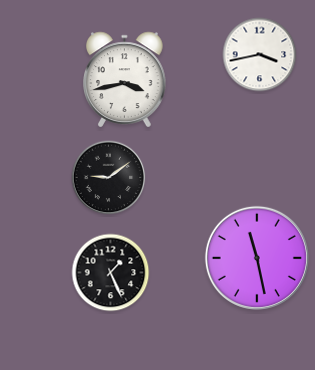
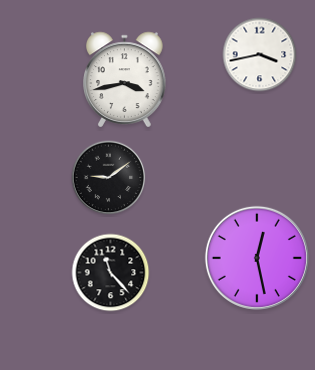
clock at (257, 258): 11:28 -> 12:28
clock at (111, 273): 1:26 -> 11:23
